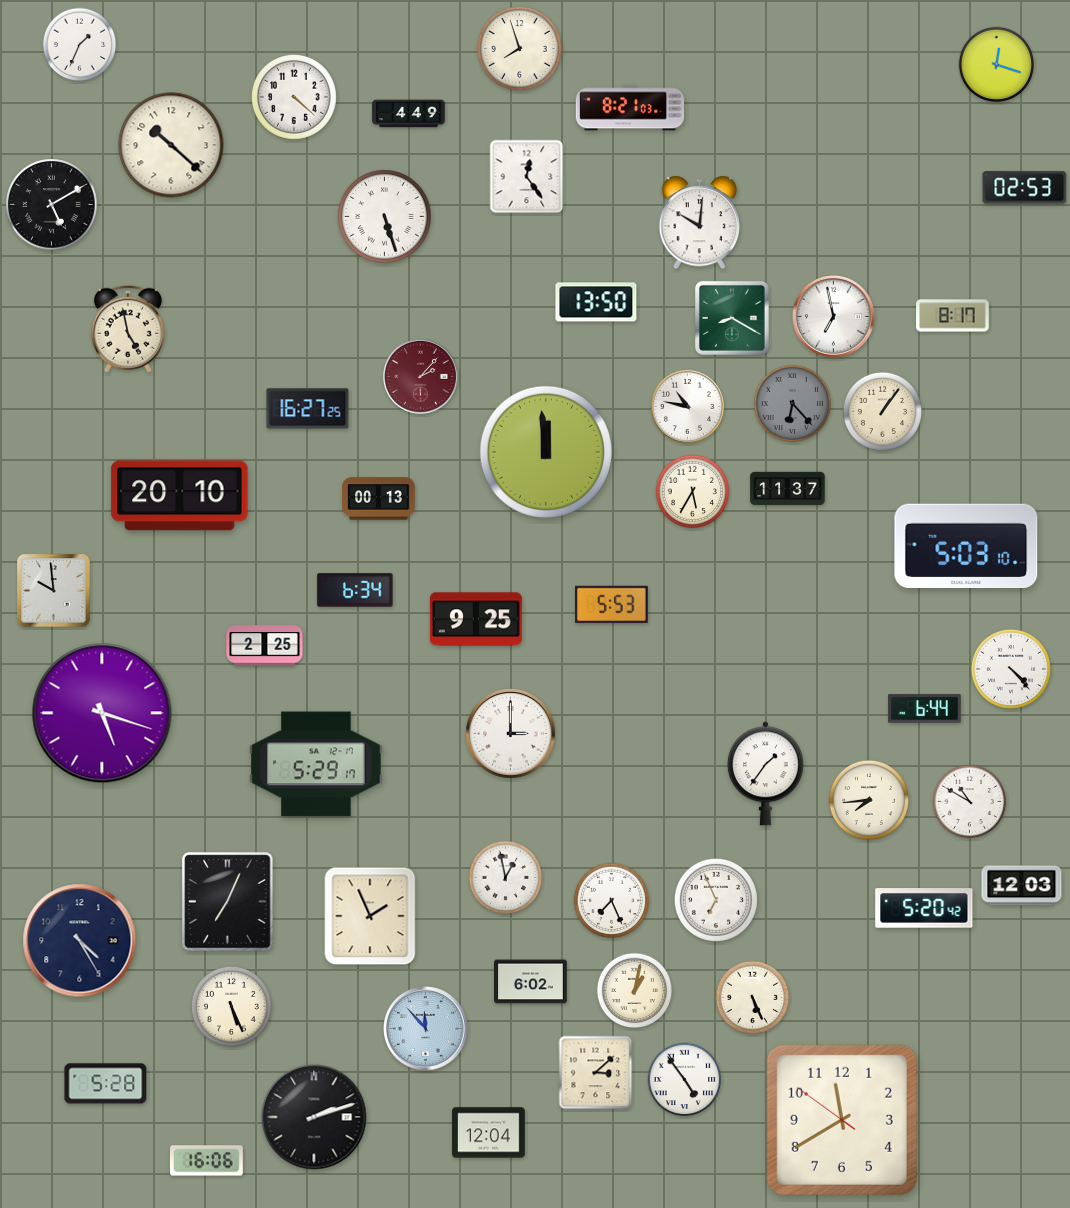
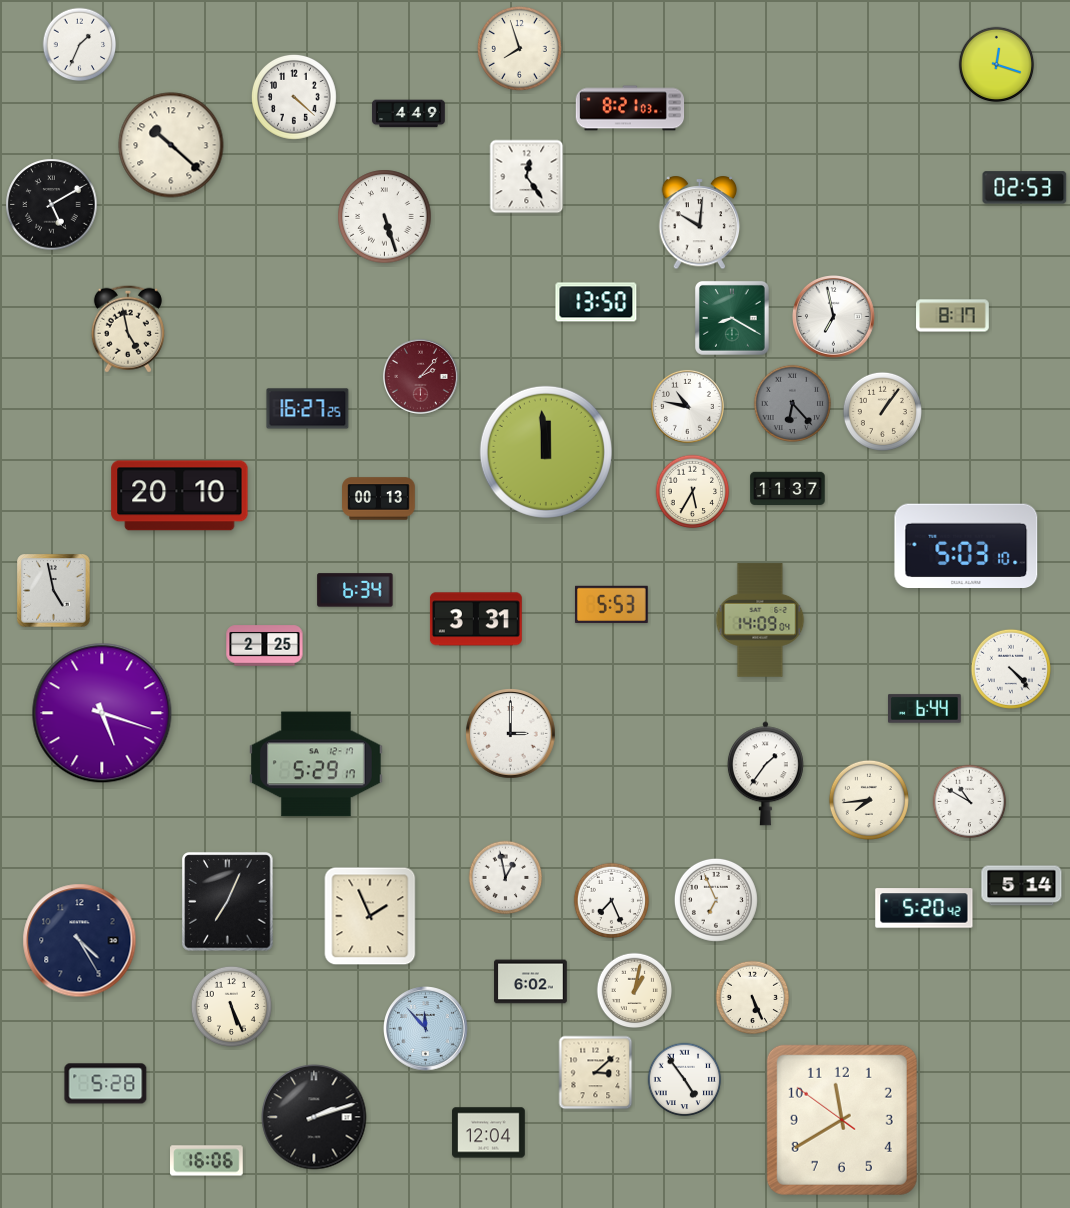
clock at (54, 591): 9:59 -> 4:58
clock at (476, 619): 9:25 -> 3:31
clock at (760, 620): none -> 14:09
clock at (1022, 886): 12:03 -> 5:14
